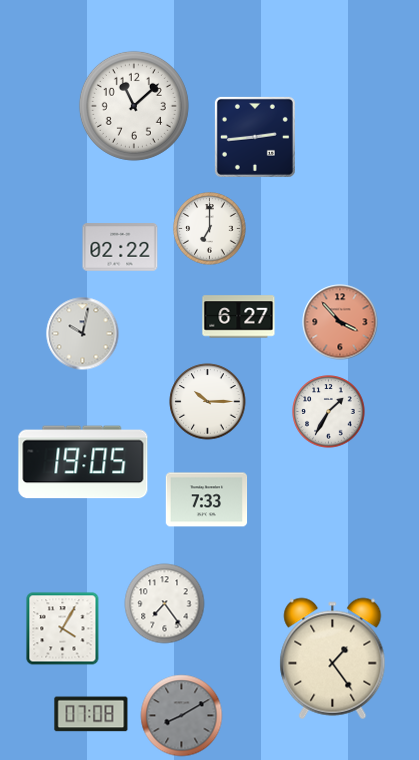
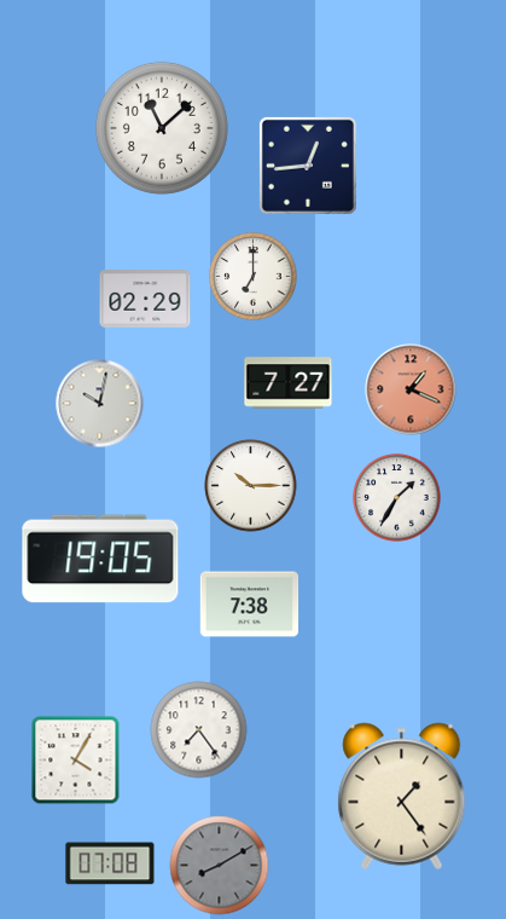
clock at (255, 137): 2:44 -> 12:44
clock at (120, 247): 02:22 -> 02:29
clock at (239, 317): 6:27 -> 7:27
clock at (340, 322): 3:53 -> 1:19
clock at (207, 500): 7:33 -> 7:38
